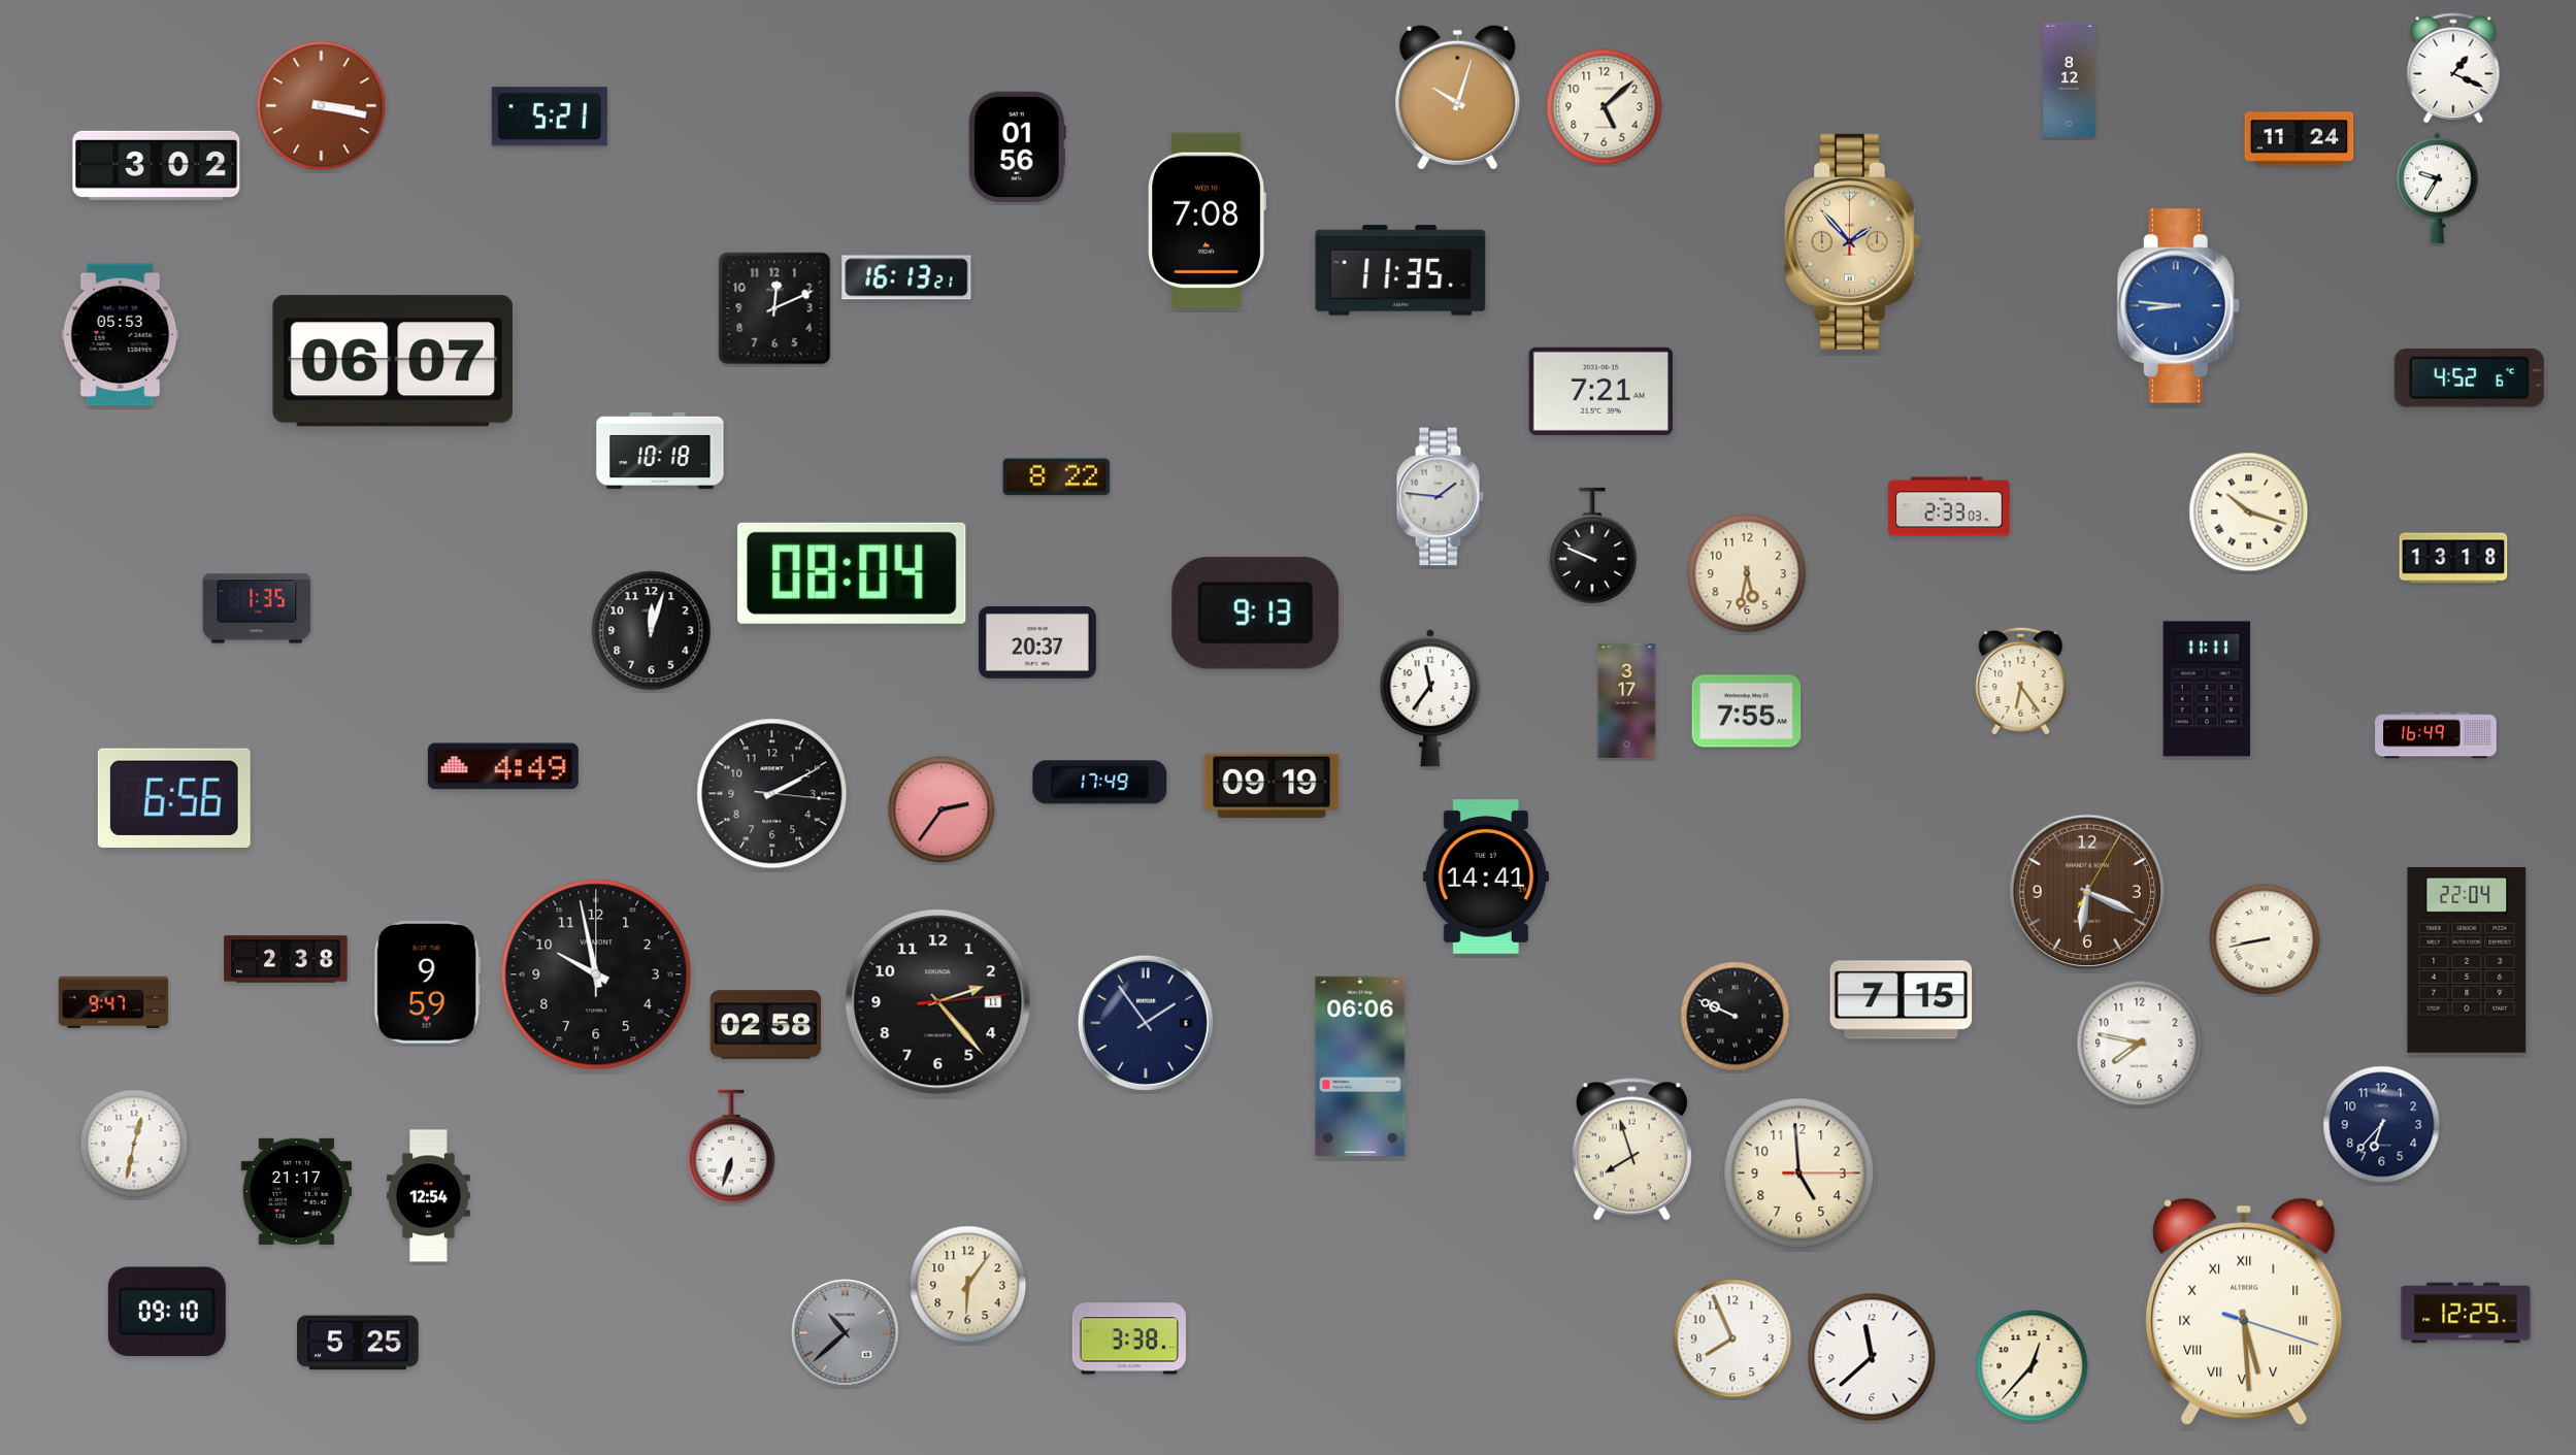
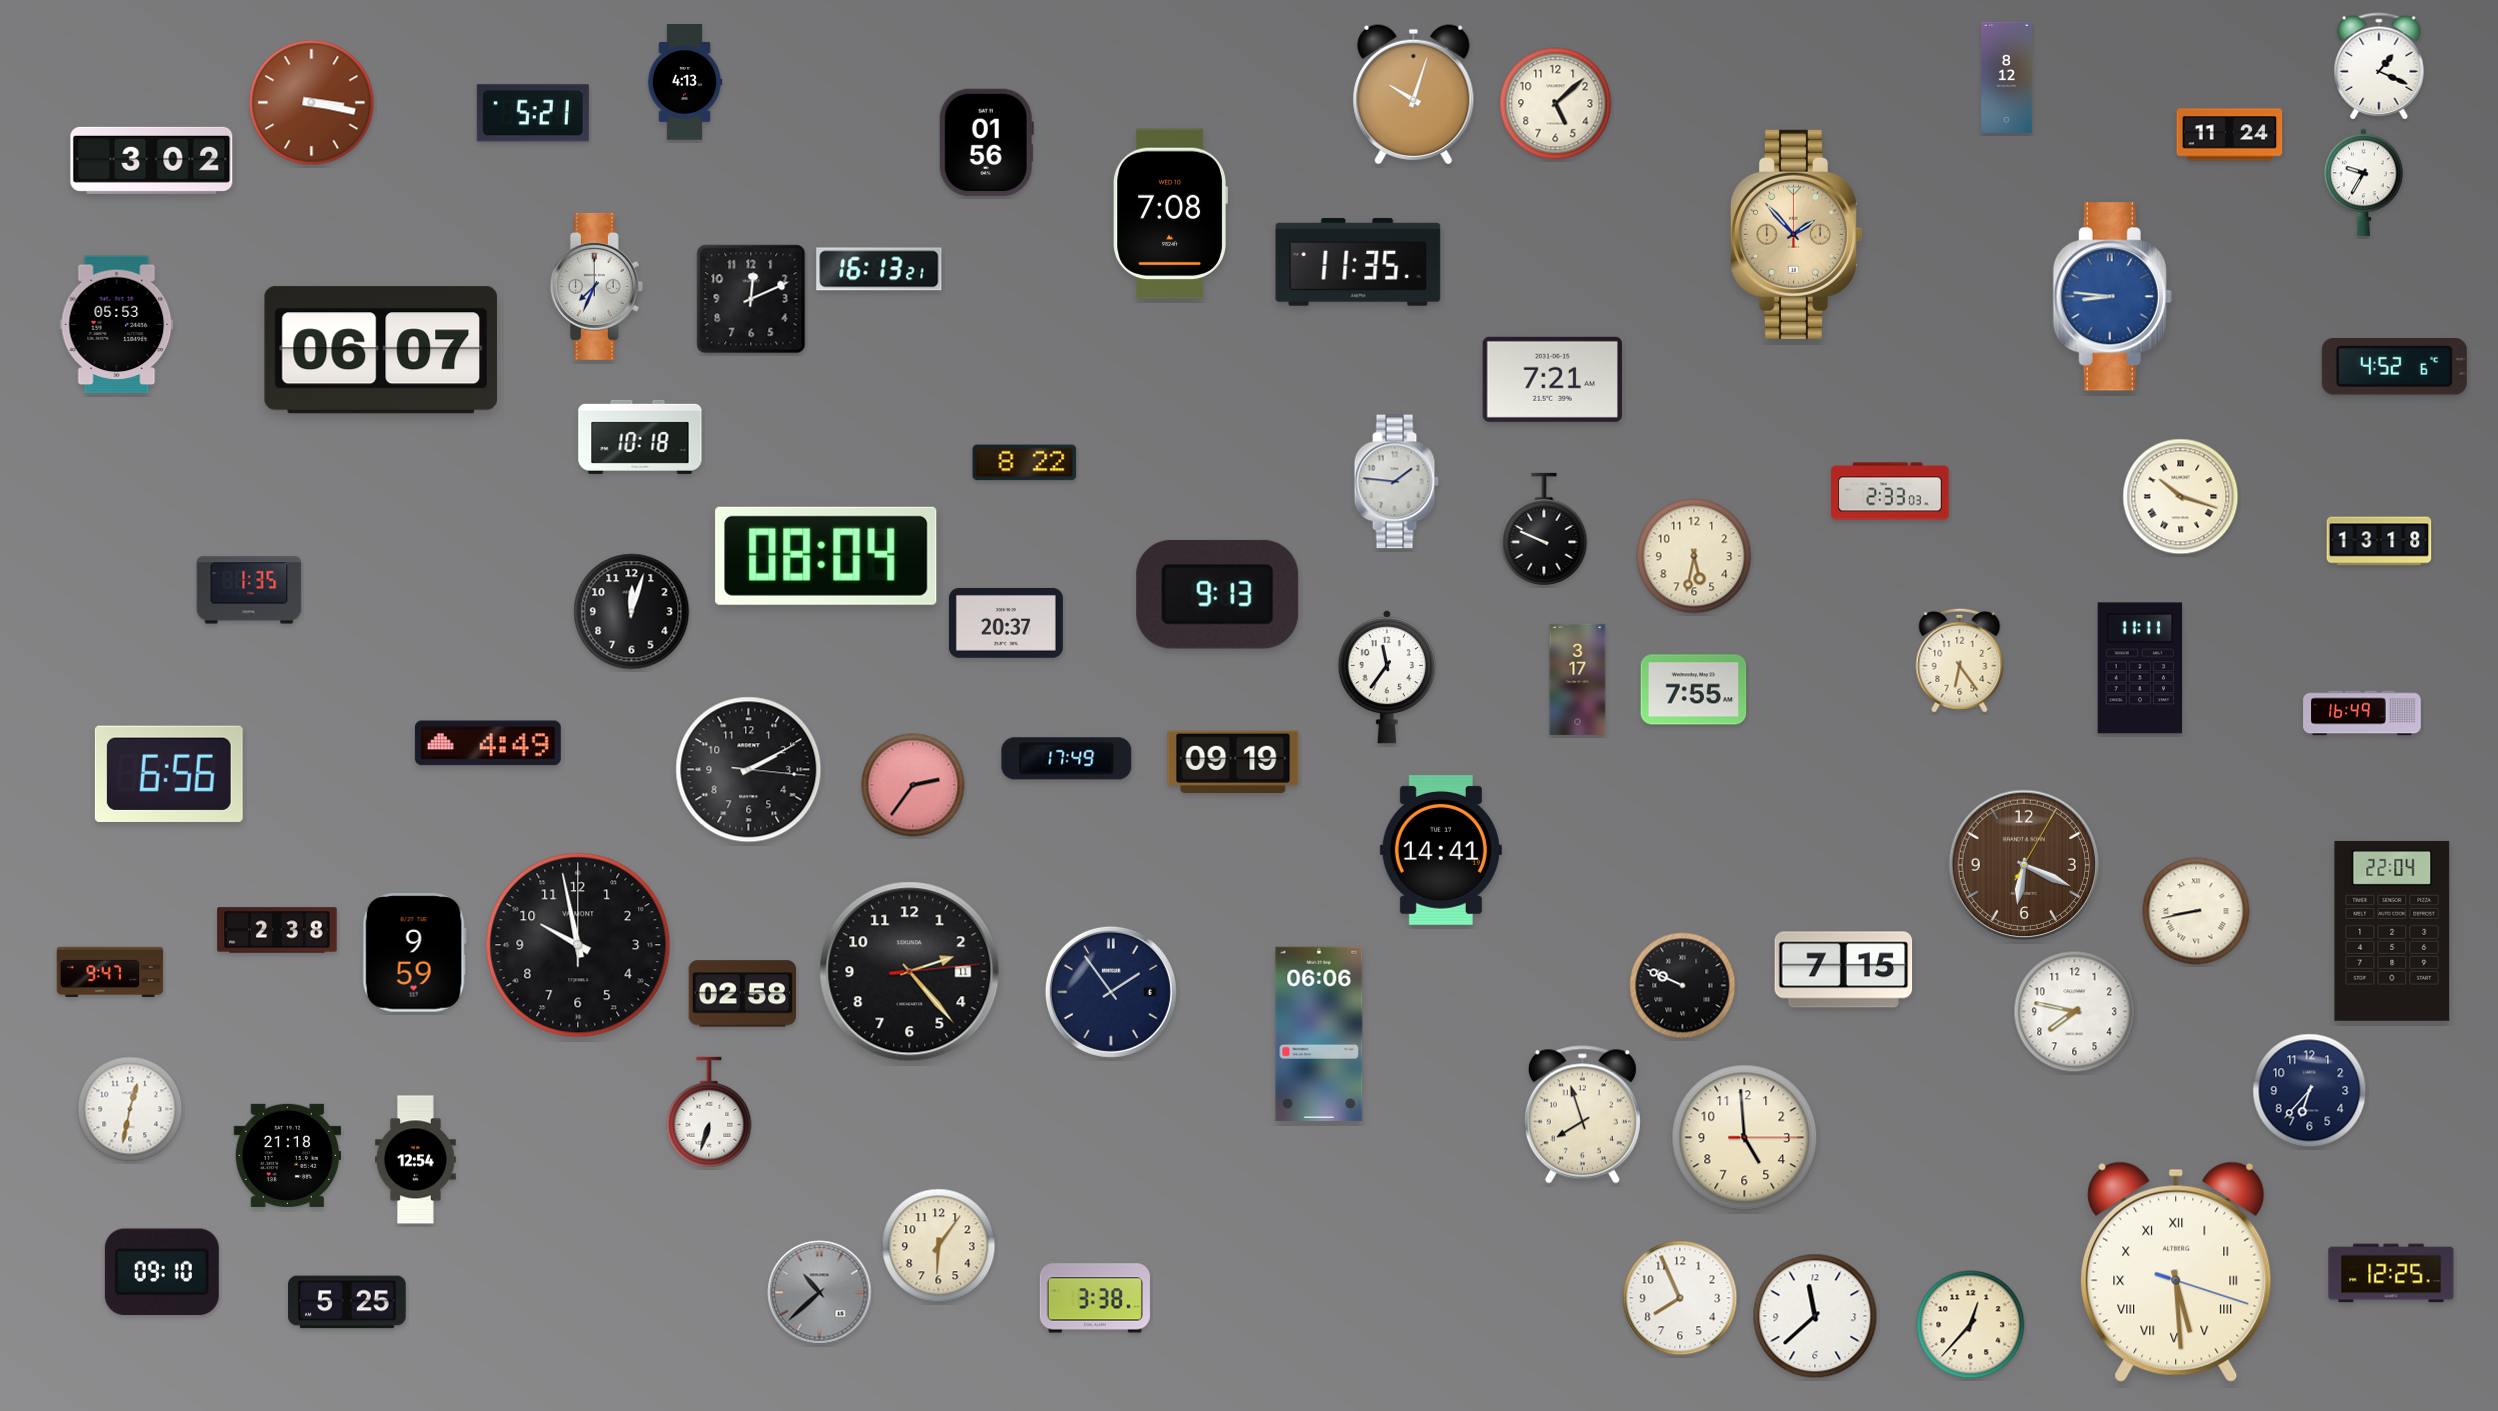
clock at (685, 83): none -> 4:13
clock at (596, 286): none -> 7:34
clock at (297, 1191): 21:17 -> 21:18
